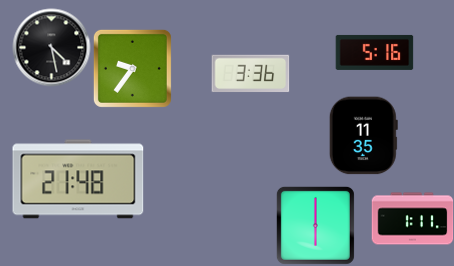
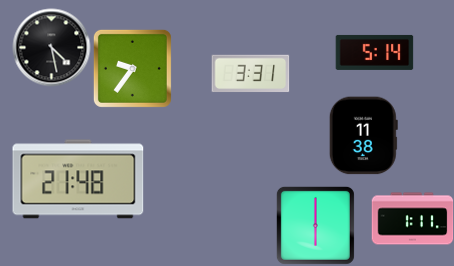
clock at (374, 52): 5:16 -> 5:14
clock at (250, 74): 3:36 -> 3:31
clock at (363, 135): 11:35 -> 11:38
